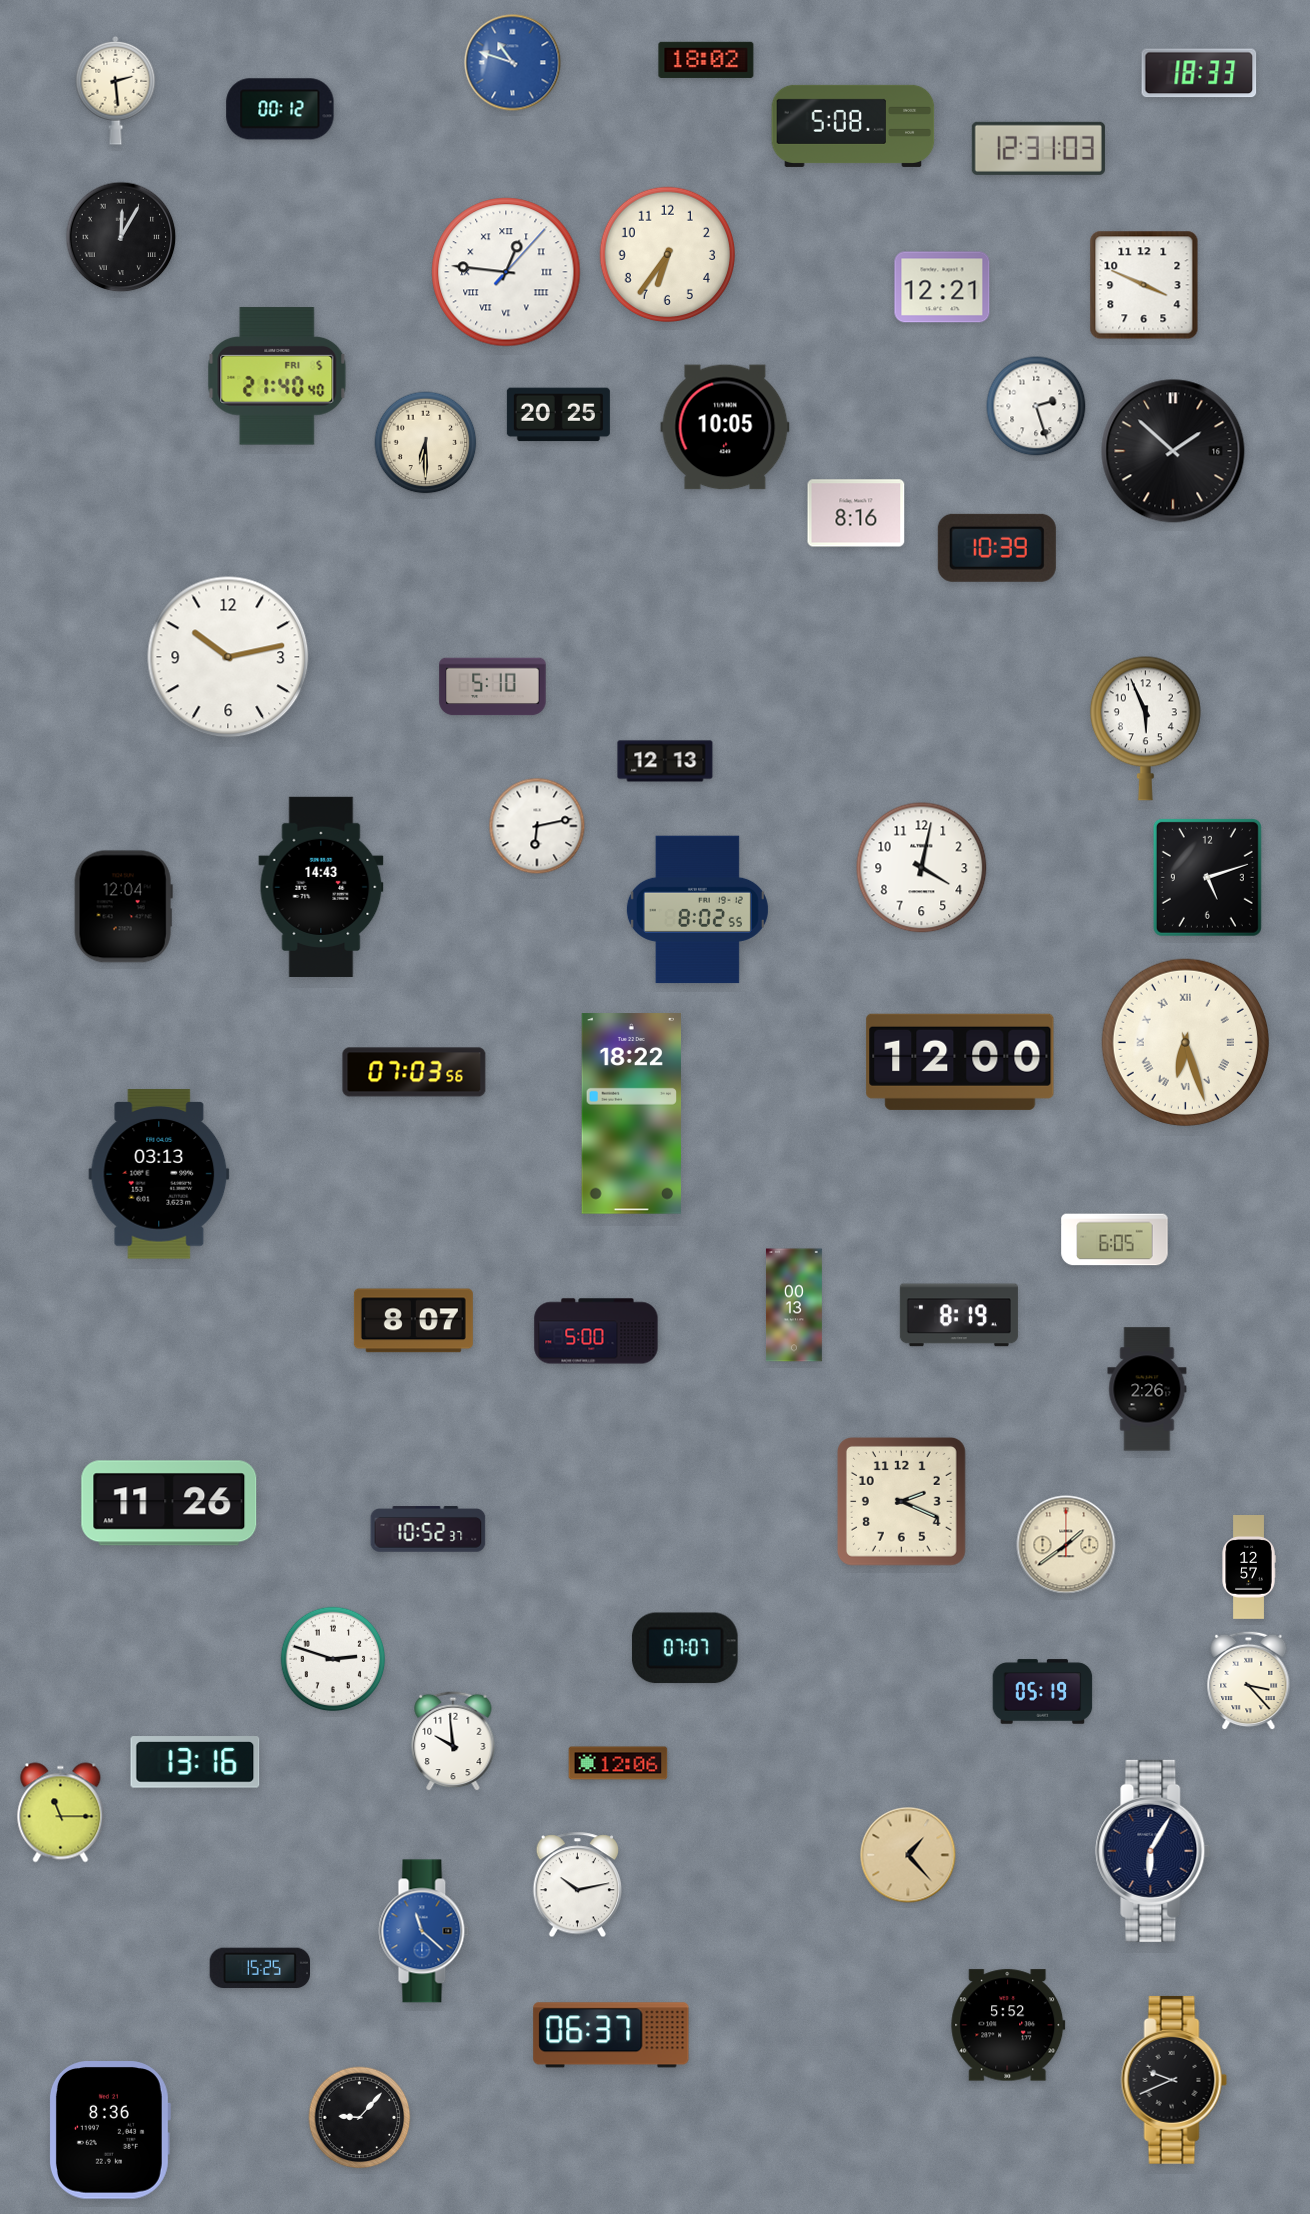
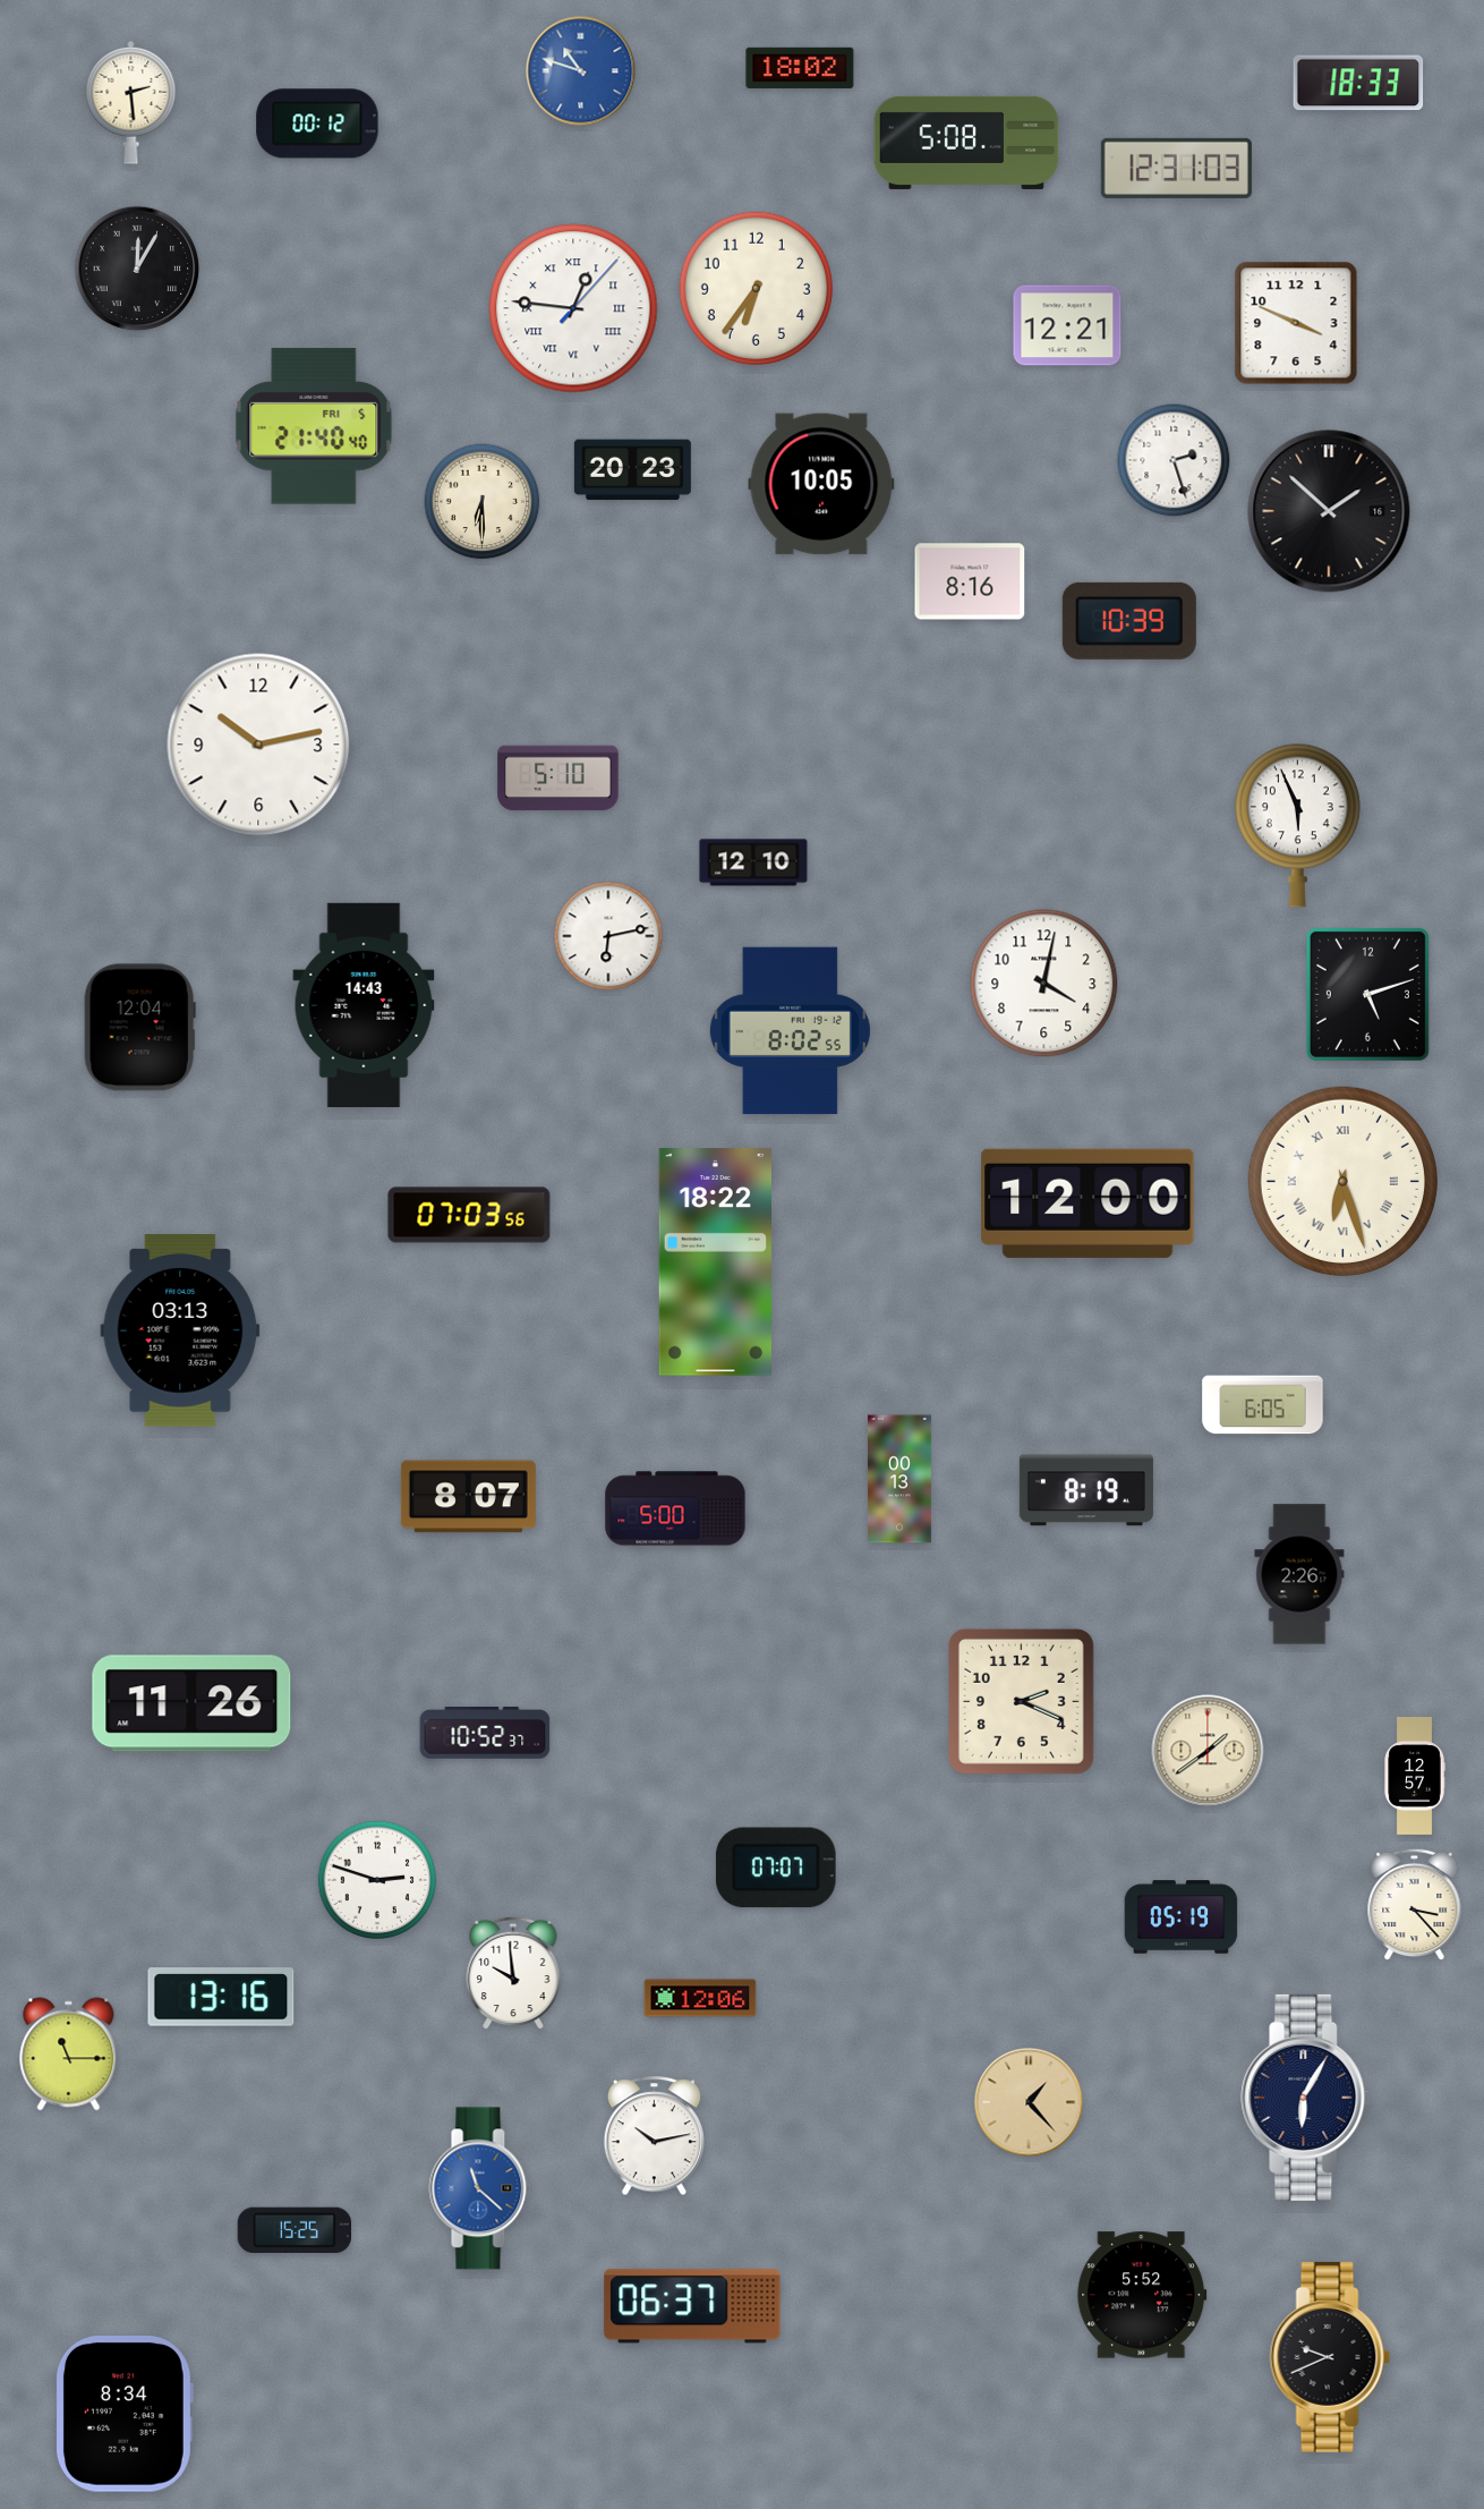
clock at (558, 415): 20:25 -> 20:23
clock at (665, 761): 12:13 -> 12:10
clock at (360, 2118): 9:07 -> none
clock at (109, 2131): 8:36 -> 8:34
